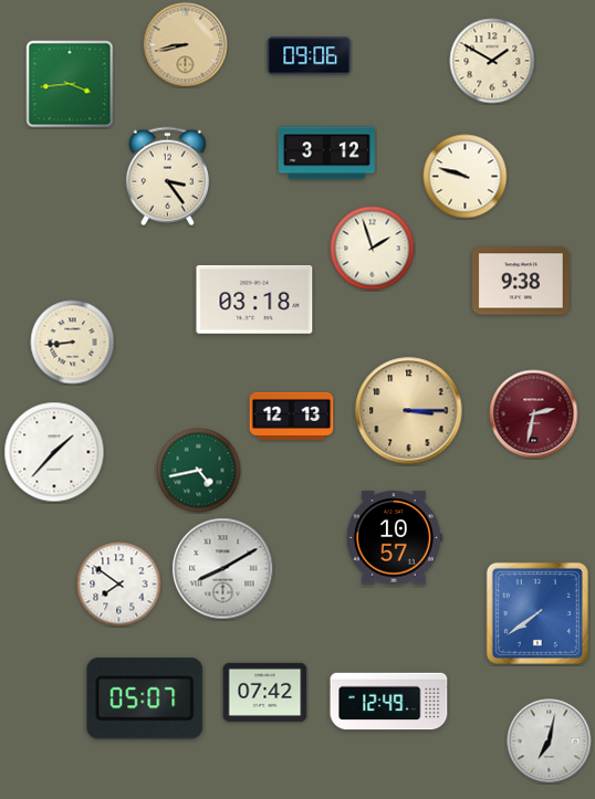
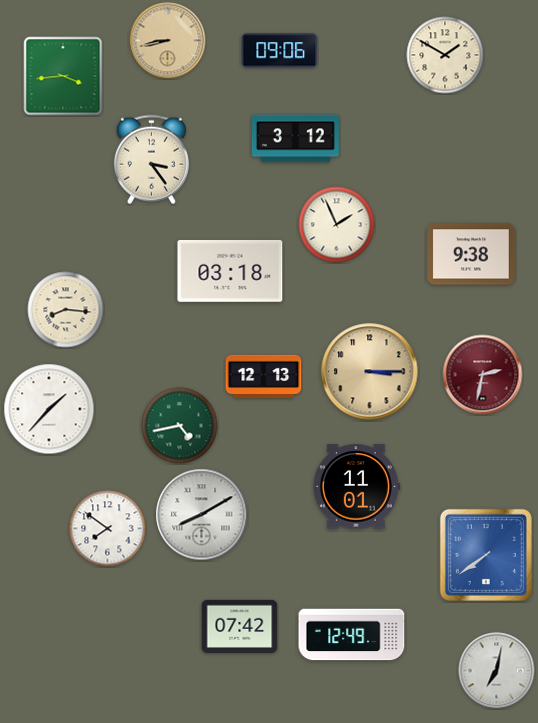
clock at (466, 177): 9:48 -> none
clock at (373, 249): 1:57 -> 1:56
clock at (73, 343): 8:44 -> 8:16
clock at (394, 538): 10:57 -> 11:01
clock at (145, 698): 05:07 -> none
